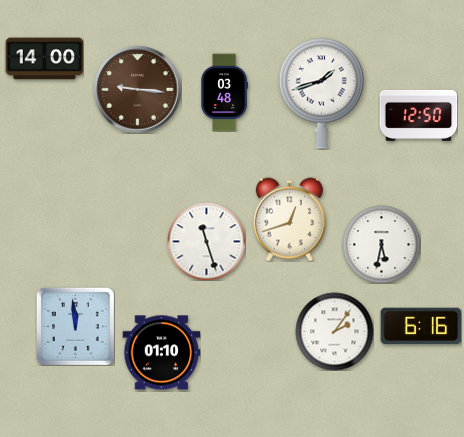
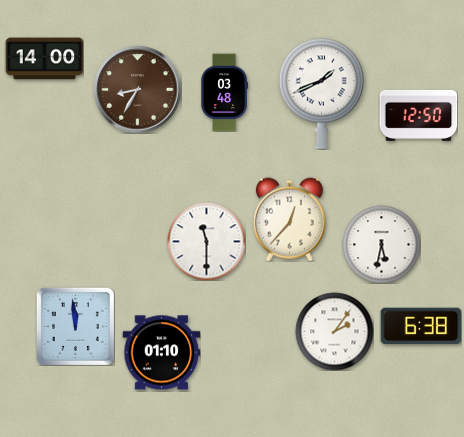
clock at (137, 89): 9:16 -> 8:35
clock at (321, 93): 1:42 -> 1:41
clock at (289, 219): 12:42 -> 12:37
clock at (206, 241): 11:27 -> 11:30
clock at (421, 326): 6:16 -> 6:38
